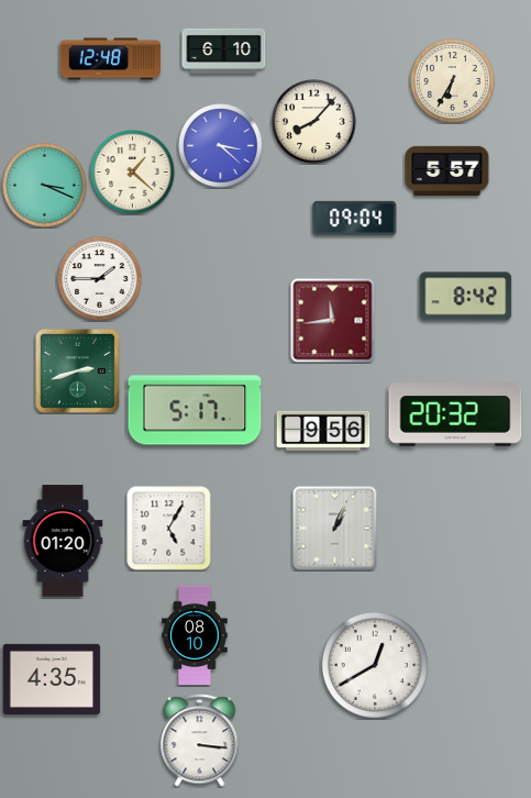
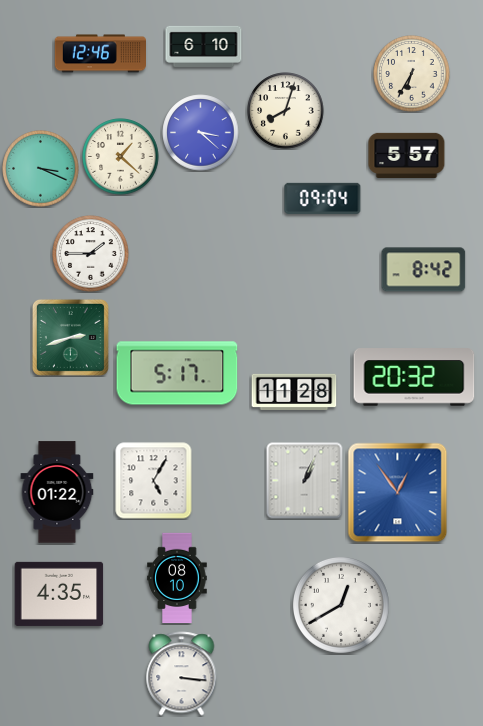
clock at (110, 59): 12:48 -> 12:46
clock at (314, 122): 8:07 -> 8:03
clock at (333, 321): 11:44 -> none
clock at (323, 431): 9:56 -> 11:28
clock at (63, 541): 01:20 -> 01:22
clock at (398, 493): none -> 12:54
clock at (52, 679) position: (52, 679) -> (59, 594)
